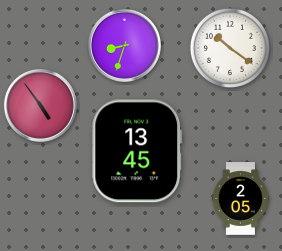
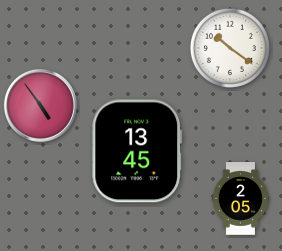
clock at (124, 45): 8:33 -> none
